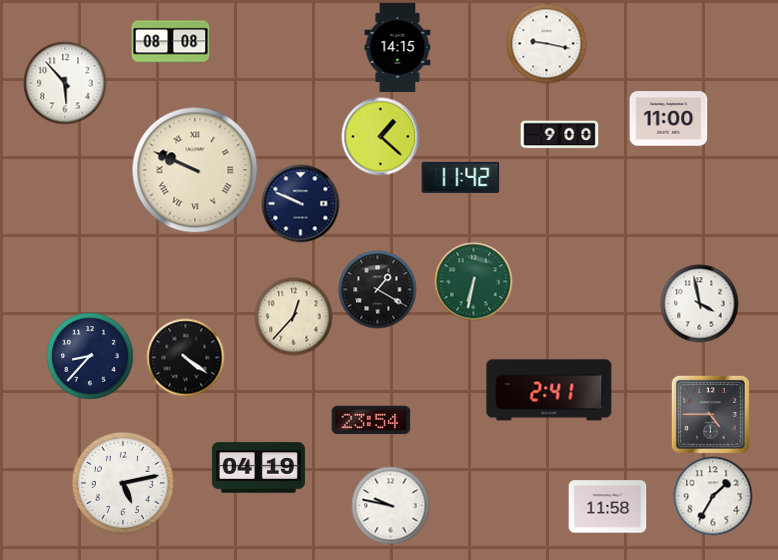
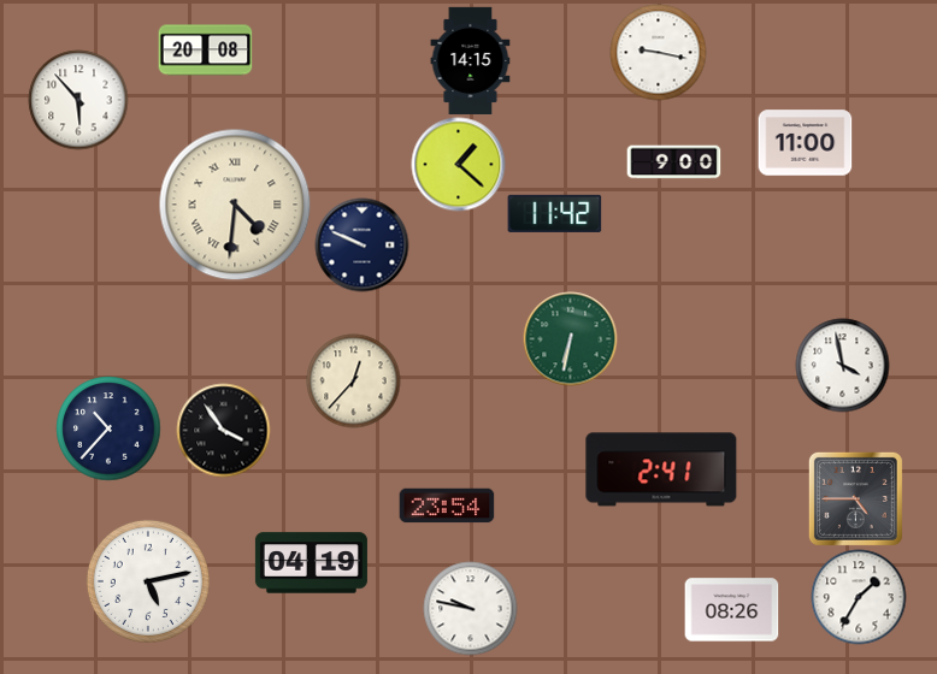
clock at (170, 42): 08:08 -> 20:08
clock at (398, 47) position: (398, 47) -> (471, 60)
clock at (195, 170): 9:49 -> 4:31
clock at (377, 289): 1:20 -> none
clock at (90, 356): 8:37 -> 10:37
clock at (185, 357): 4:21 -> 3:54
clock at (607, 507): 11:58 -> 08:26
